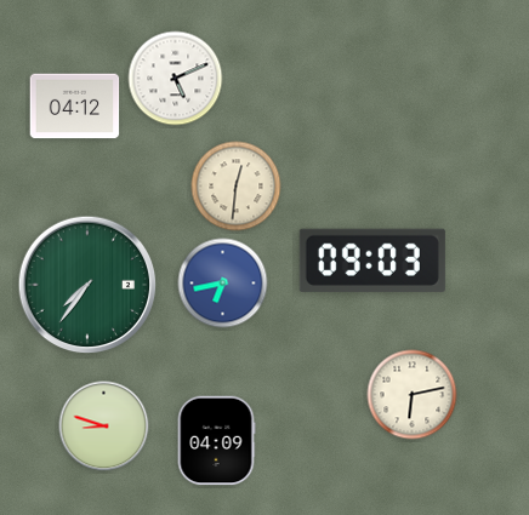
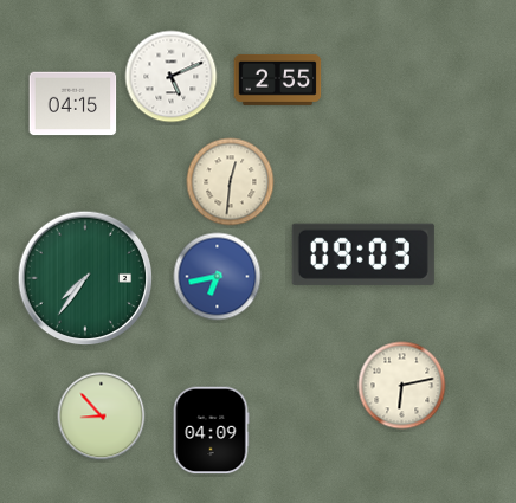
clock at (278, 79): none -> 2:55
clock at (75, 107): 04:12 -> 04:15
clock at (104, 427): 8:48 -> 8:53
